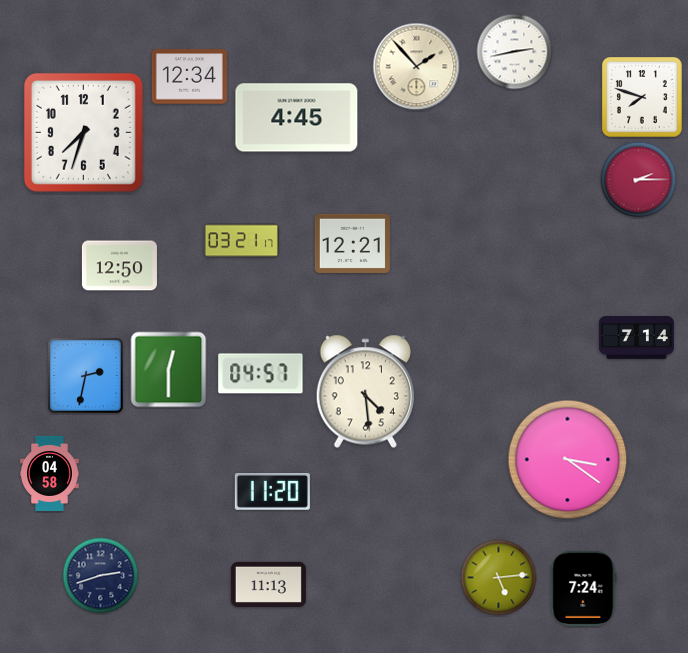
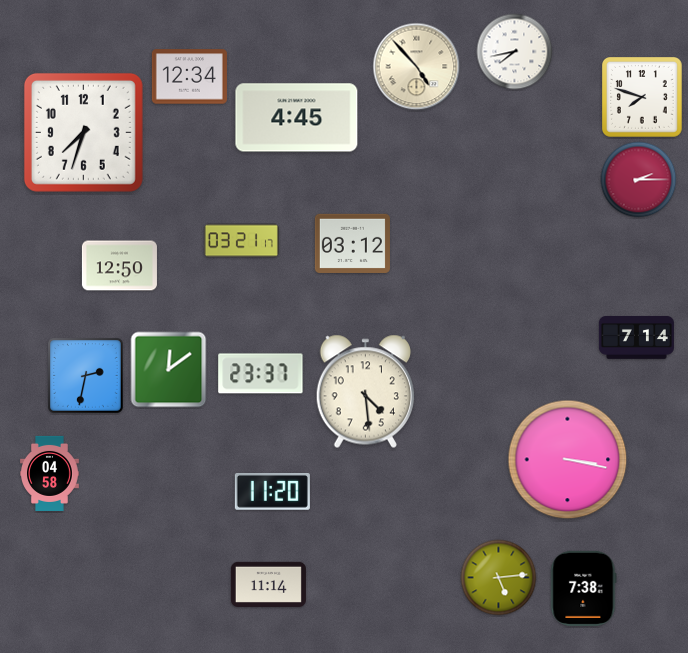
clock at (515, 52): 2:43 -> 7:43
clock at (417, 67): 1:53 -> 4:53
clock at (352, 243): 12:21 -> 03:12
clock at (169, 370): 12:30 -> 12:09
clock at (261, 374): 04:57 -> 23:37
clock at (568, 460): 3:21 -> 3:17
clock at (101, 576): 2:42 -> none
clock at (268, 584): 11:13 -> 11:14
clock at (584, 588): 7:24 -> 7:38
